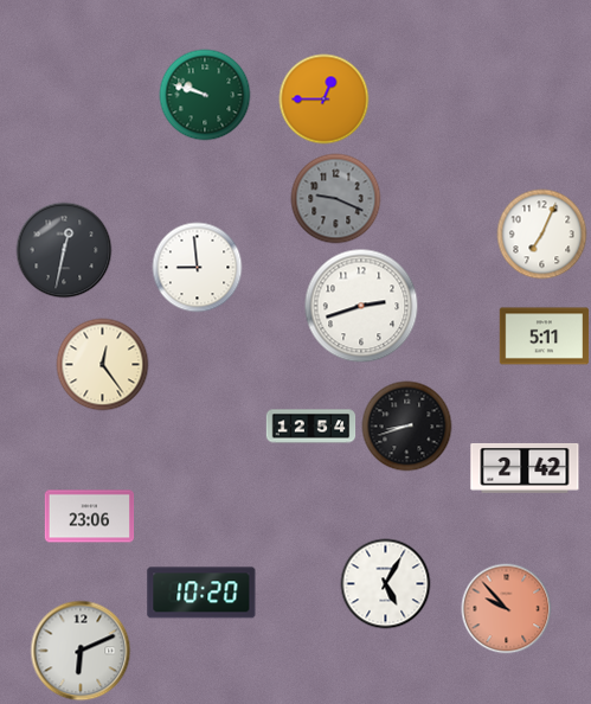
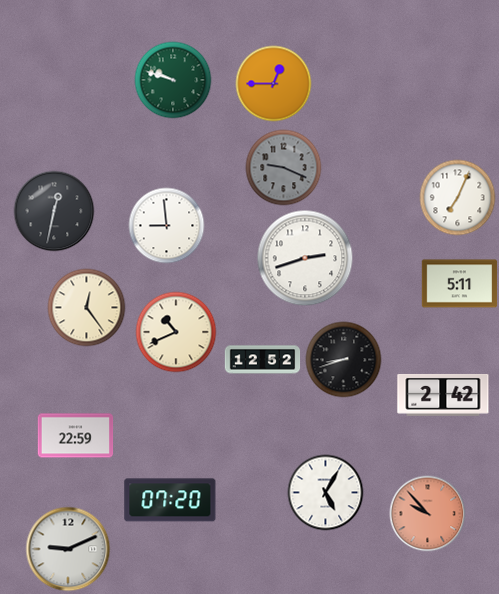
clock at (176, 332): none -> 10:41
clock at (311, 427): 12:54 -> 12:52
clock at (90, 517): 23:06 -> 22:59
clock at (201, 593): 10:20 -> 07:20
clock at (81, 651): 6:11 -> 9:11
